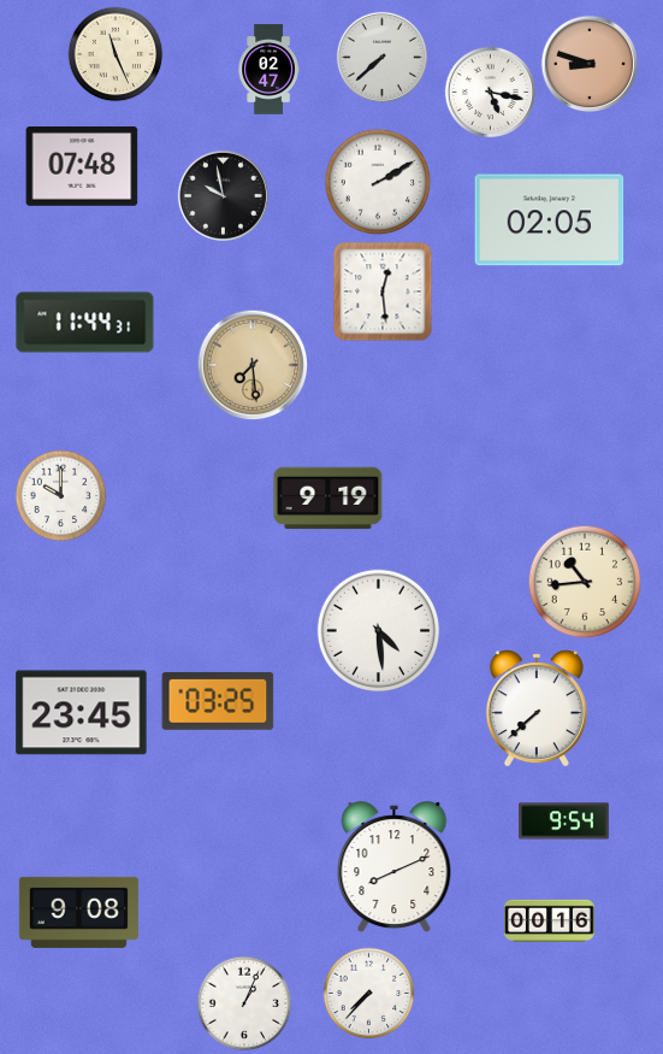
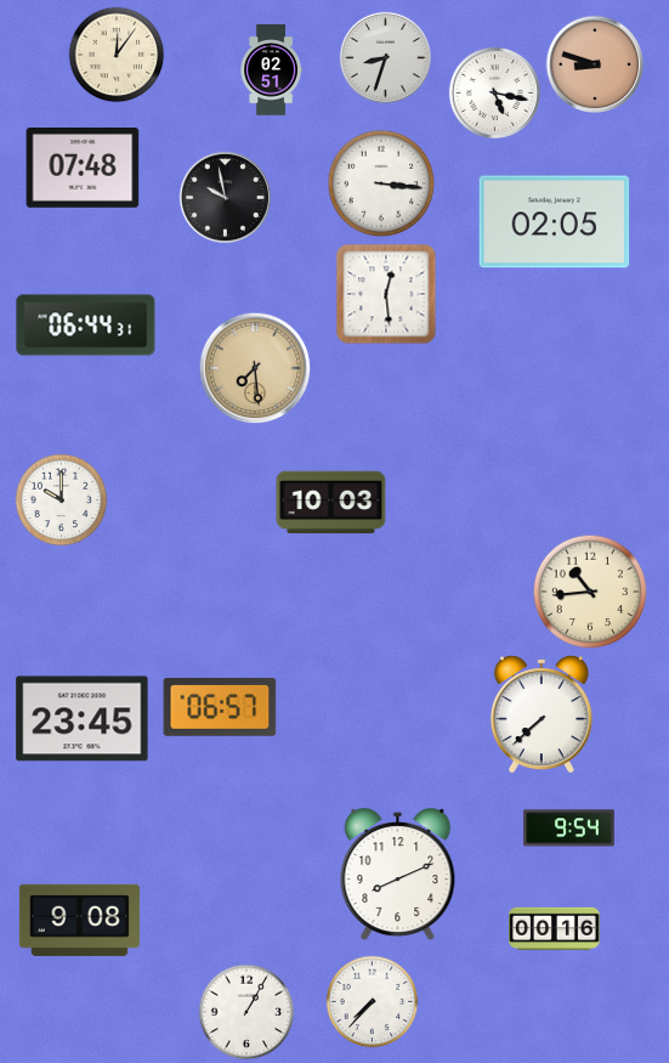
clock at (116, 54): 11:26 -> 12:06
clock at (381, 57): 7:38 -> 8:33
clock at (268, 70): 02:47 -> 02:51
clock at (378, 182): 2:10 -> 3:16
clock at (85, 323): 11:44 -> 06:44
clock at (328, 499): 9:19 -> 10:03
clock at (585, 582) position: (585, 582) -> (590, 592)
clock at (378, 630): 4:29 -> none
clock at (218, 701): 03:25 -> 06:57
clock at (244, 1003): 1:04 -> 1:05
